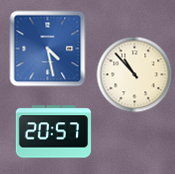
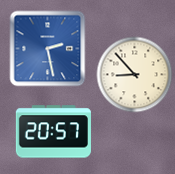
clock at (48, 49): 4:28 -> 2:28
clock at (135, 75): 10:53 -> 8:53
